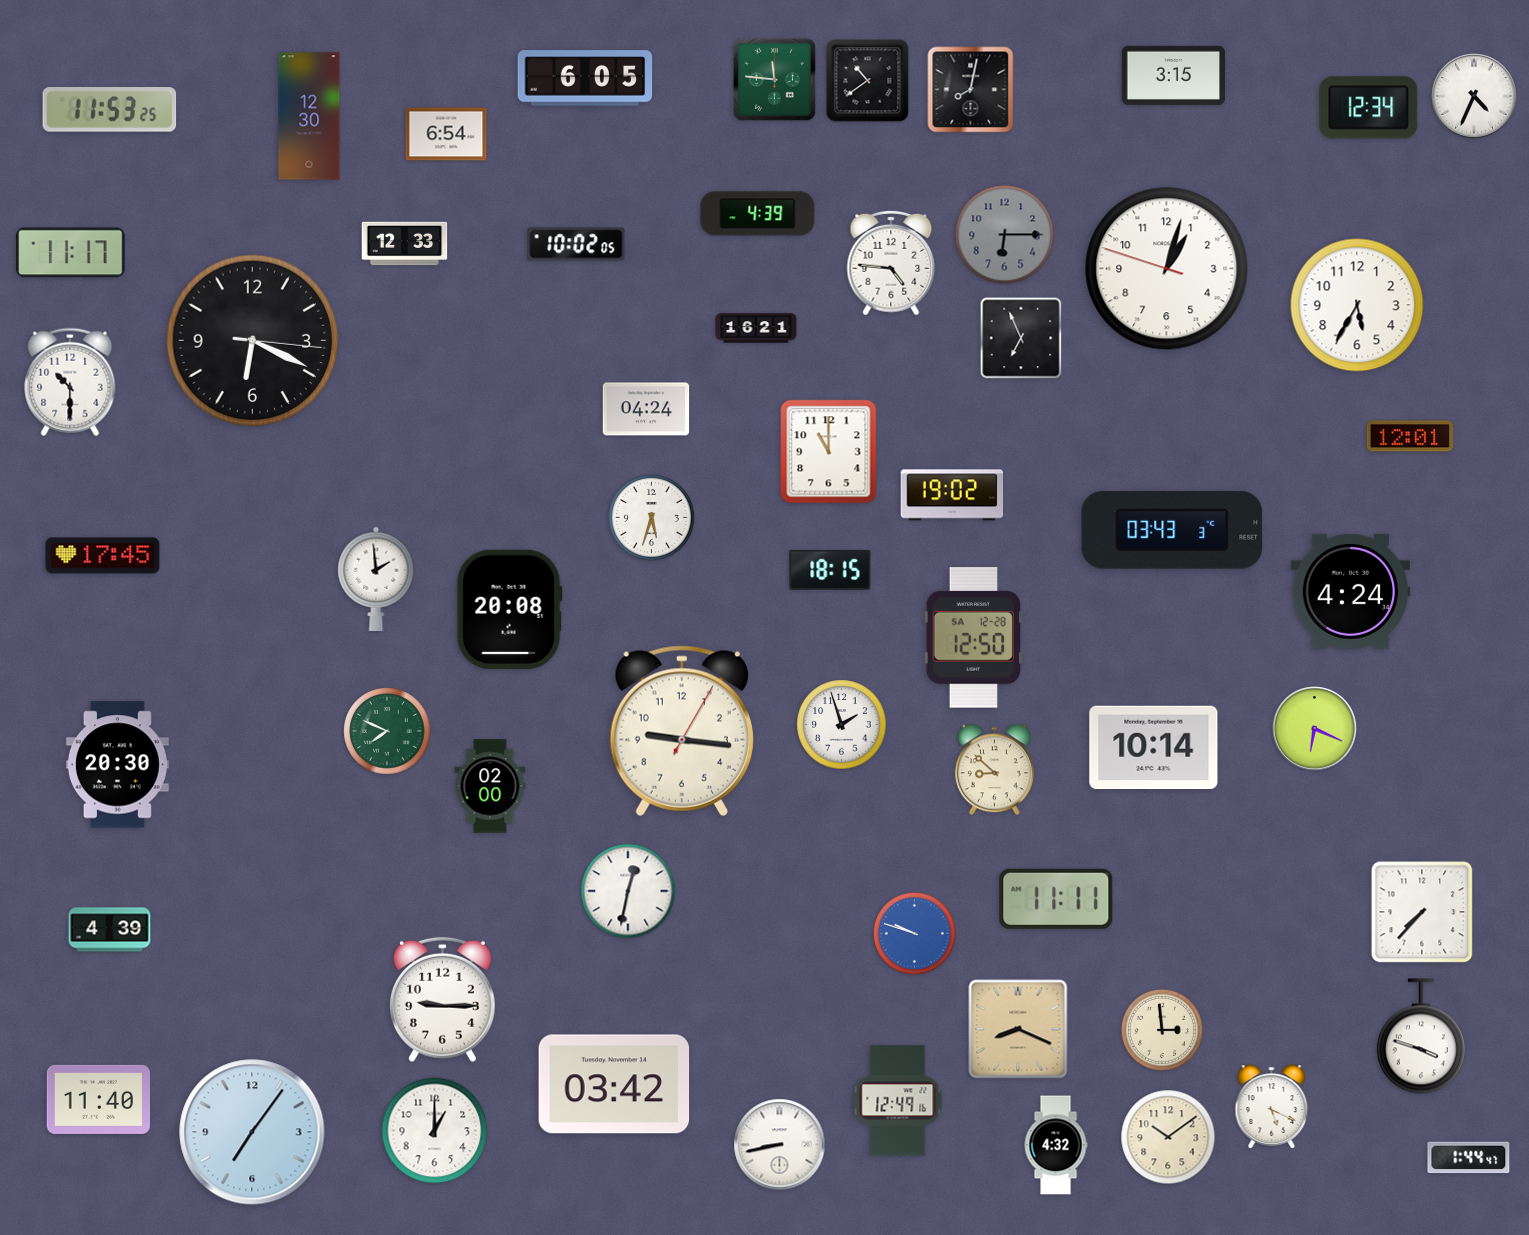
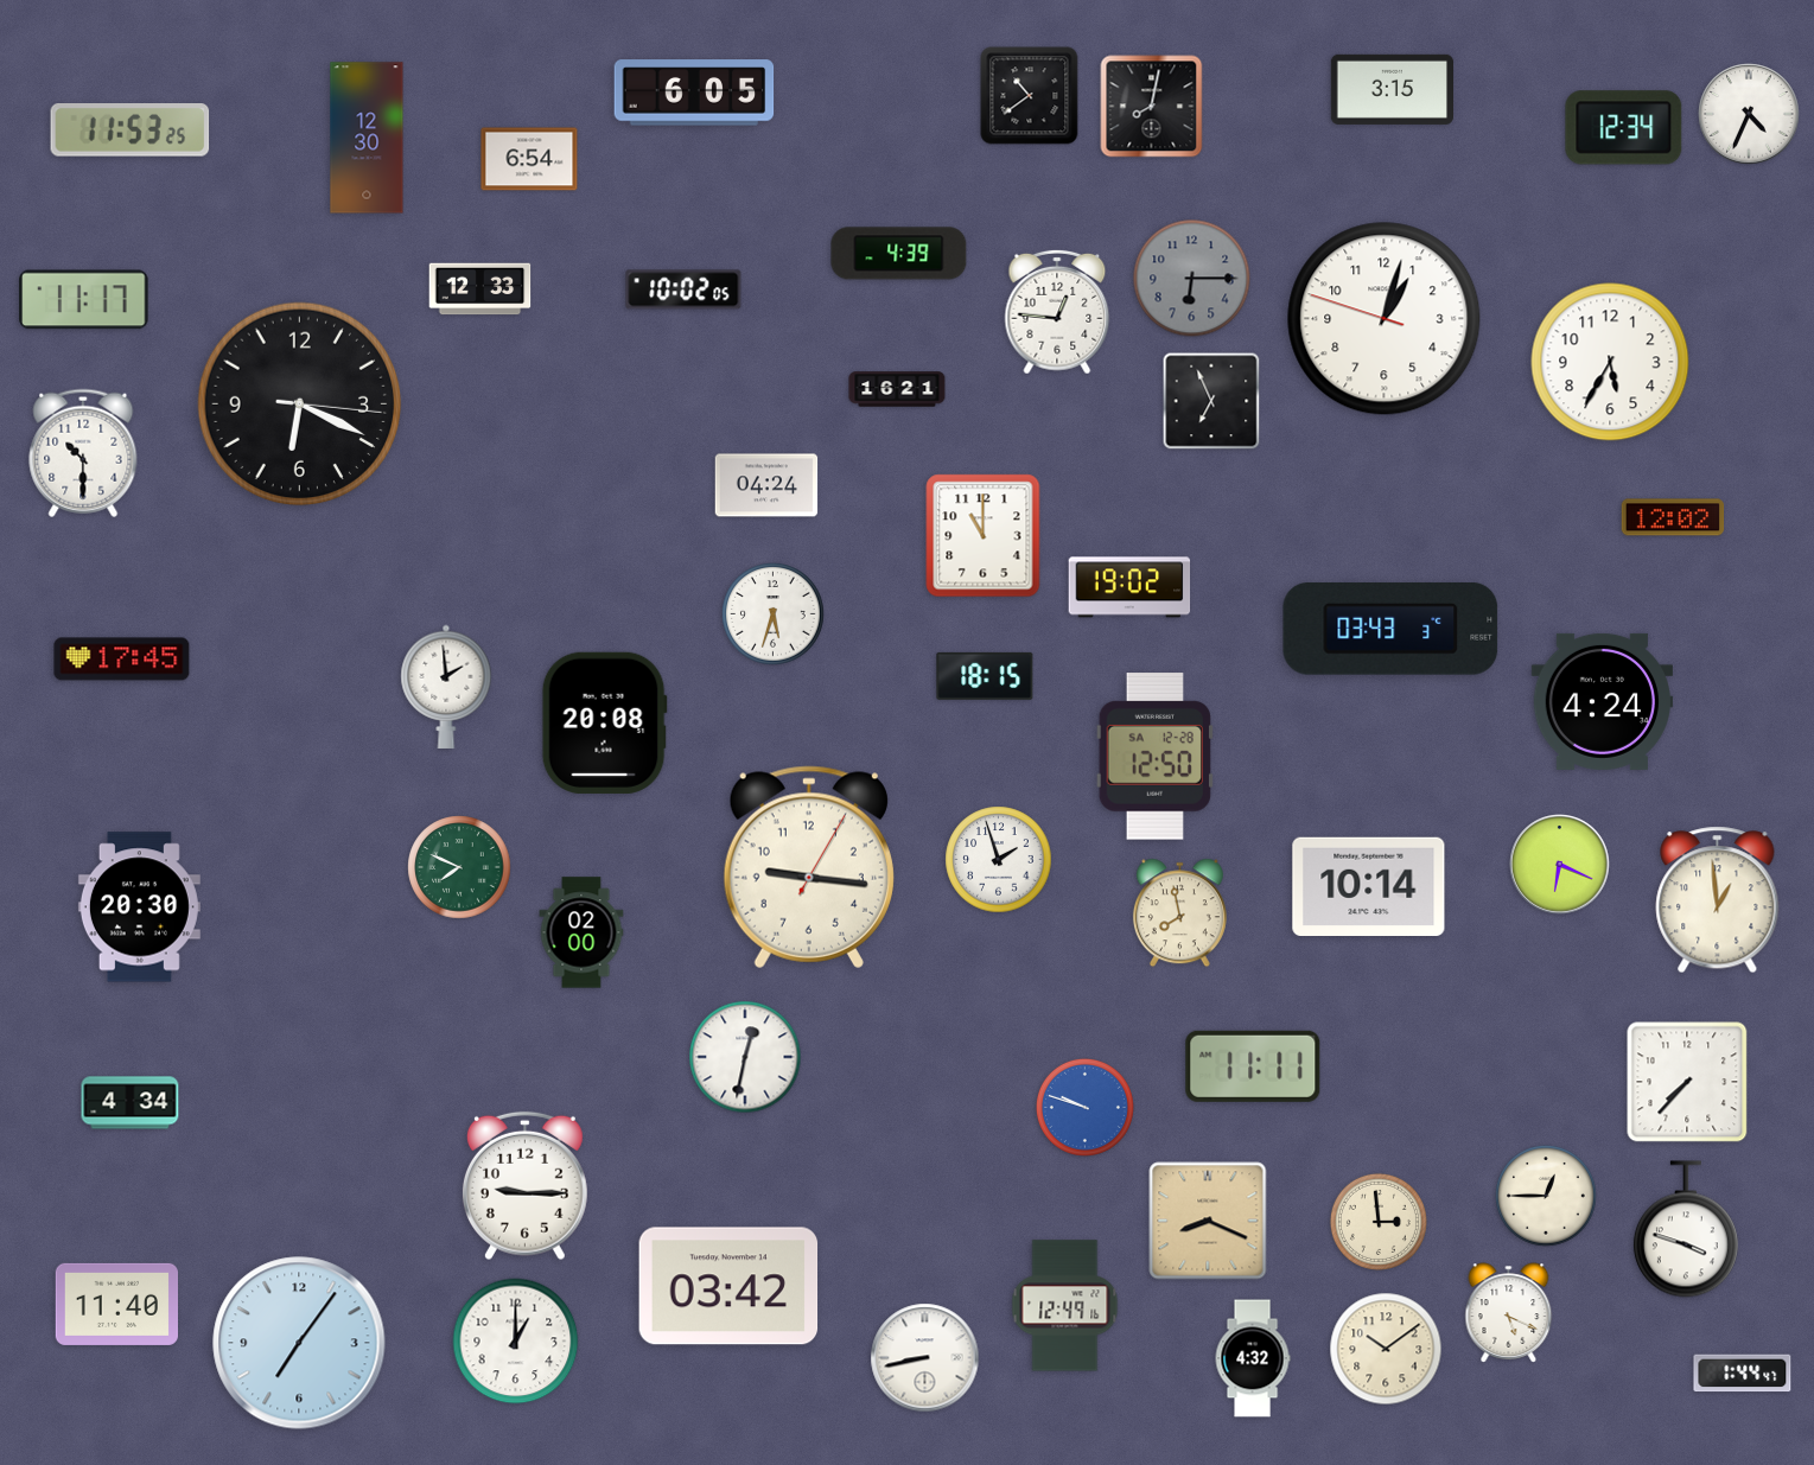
clock at (774, 79): 11:46 -> none
clock at (891, 263): 4:46 -> 12:46
clock at (1410, 436): 12:01 -> 12:02
clock at (1718, 900): none -> 12:59
clock at (994, 770): 8:52 -> 7:58
clock at (110, 930): 4:39 -> 4:34
clock at (1547, 1197): none -> 12:45
